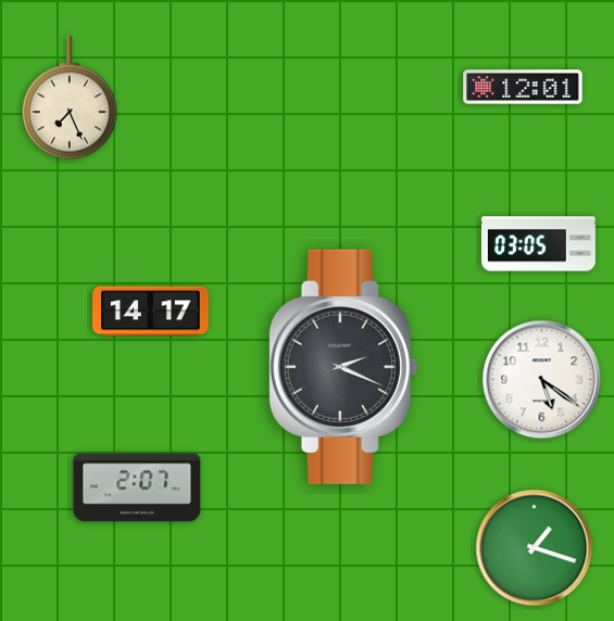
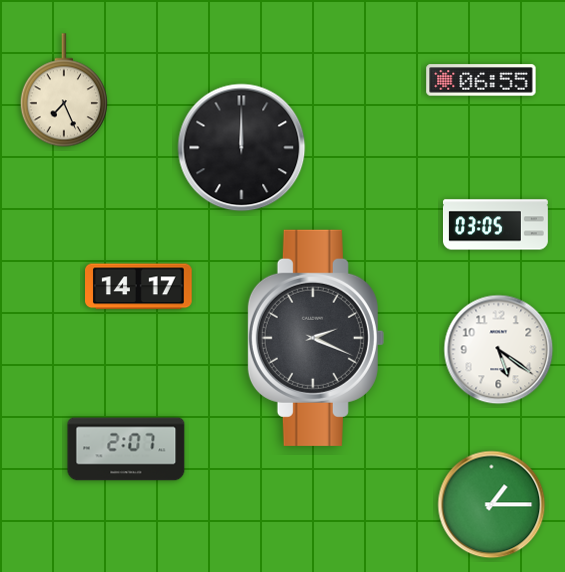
clock at (523, 87): 12:01 -> 06:55
clock at (242, 148): none -> 12:00
clock at (535, 548): 1:18 -> 1:15
